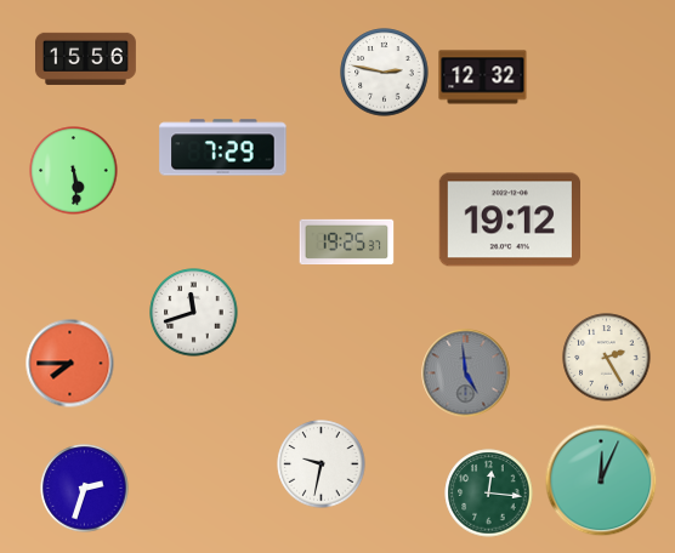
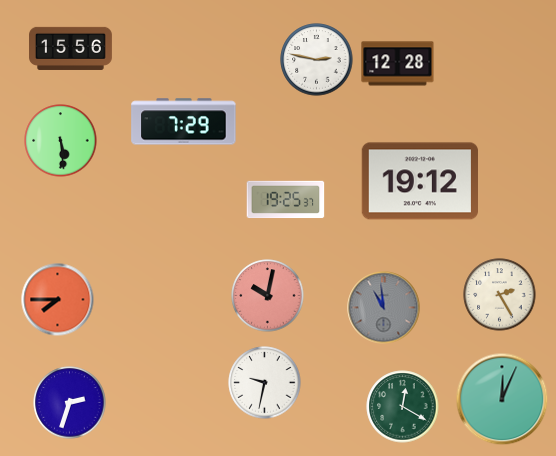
clock at (483, 78): 12:32 -> 12:28
clock at (194, 313): 11:42 -> none
clock at (268, 296): none -> 10:02
clock at (466, 374): 4:59 -> 10:59
clock at (601, 480) position: (601, 480) -> (502, 399)
clock at (489, 494): 12:16 -> 12:20
